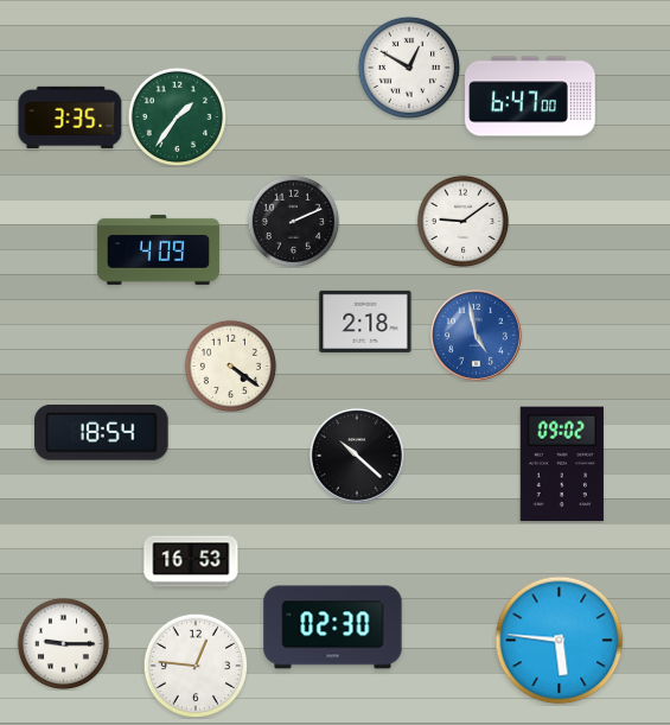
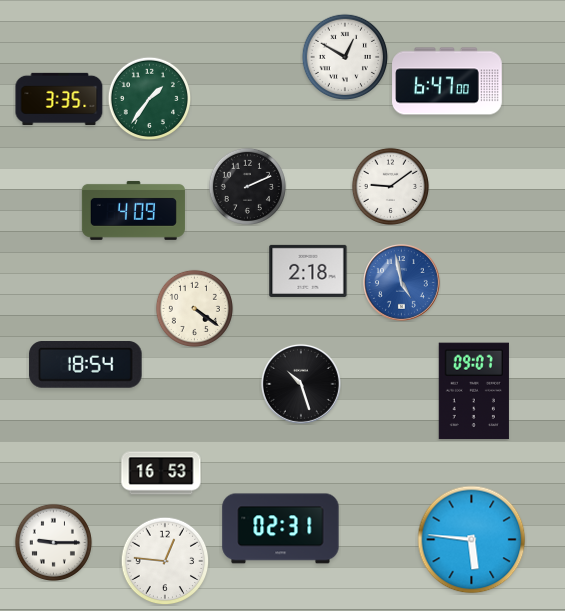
clock at (357, 456): 10:22 -> 10:27
clock at (562, 464): 09:02 -> 09:07
clock at (333, 628): 02:30 -> 02:31
